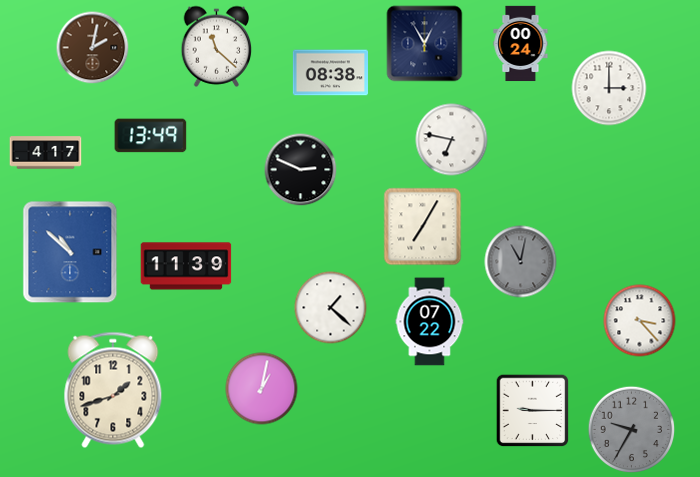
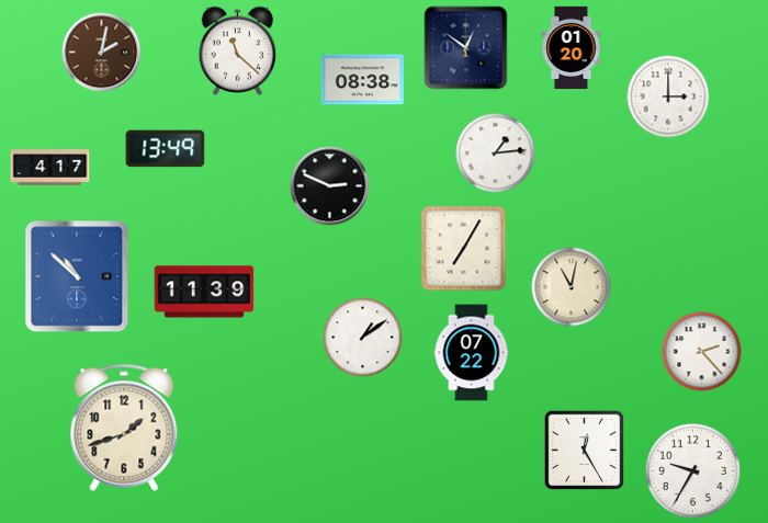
clock at (425, 44): 12:55 -> 12:51
clock at (521, 44): 00:24 -> 01:20
clock at (452, 140): 6:47 -> 1:14
clock at (521, 262) dial: grey -> cream
clock at (331, 308): 1:22 -> 1:09
clock at (640, 321): 3:23 -> 2:23
clock at (262, 389): 1:02 -> none
clock at (533, 411): 9:15 -> 12:25
clock at (632, 430) dial: grey -> white
